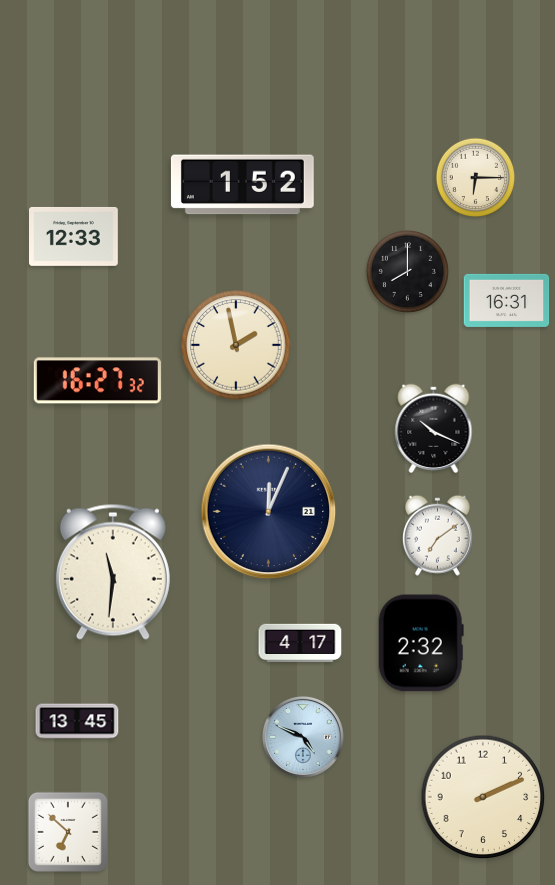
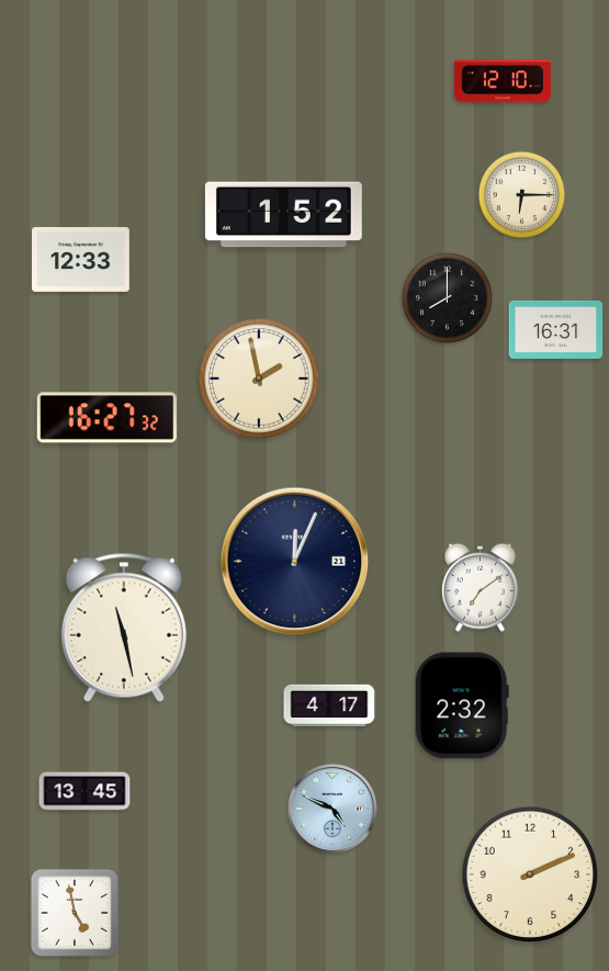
clock at (503, 81): none -> 12:10
clock at (242, 185) position: (242, 185) -> (283, 215)
clock at (434, 428): 10:19 -> none
clock at (113, 572): 11:31 -> 11:28
clock at (68, 832): 6:52 -> 4:58
